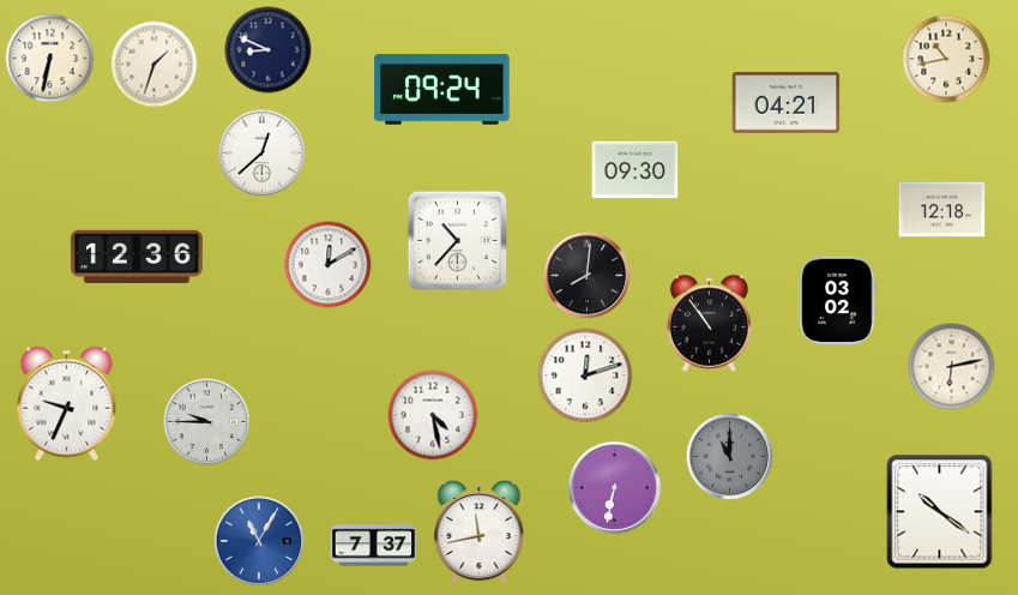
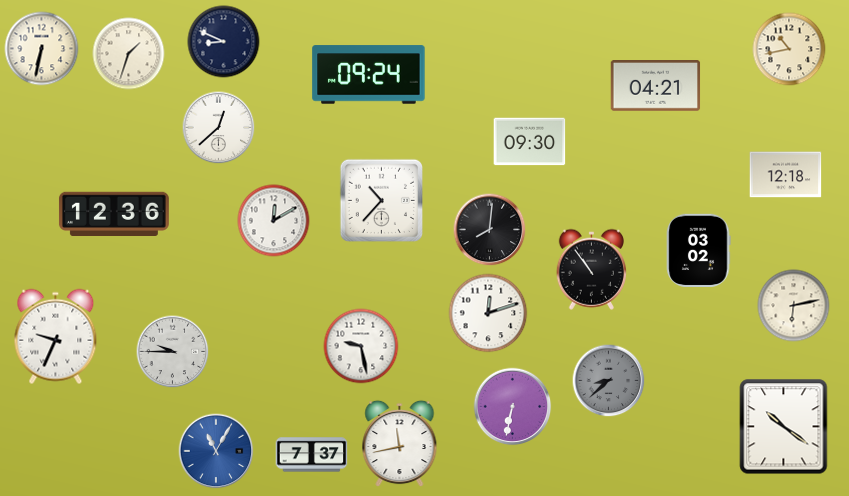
clock at (433, 415): 4:28 -> 9:28
clock at (730, 457): 11:00 -> 8:38
